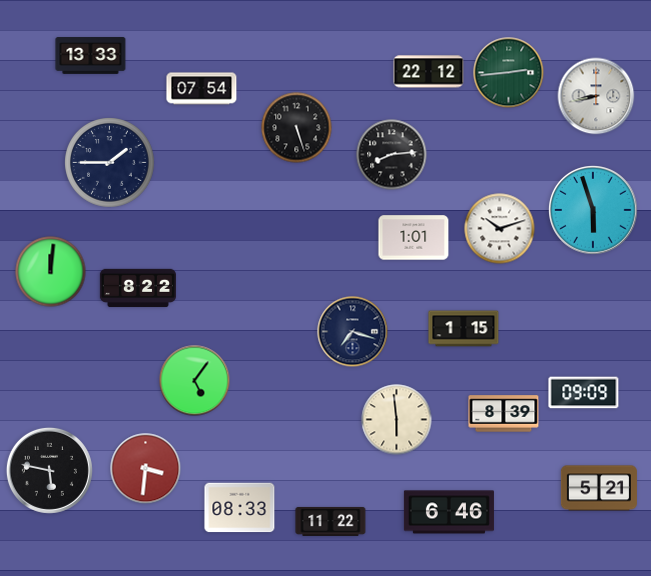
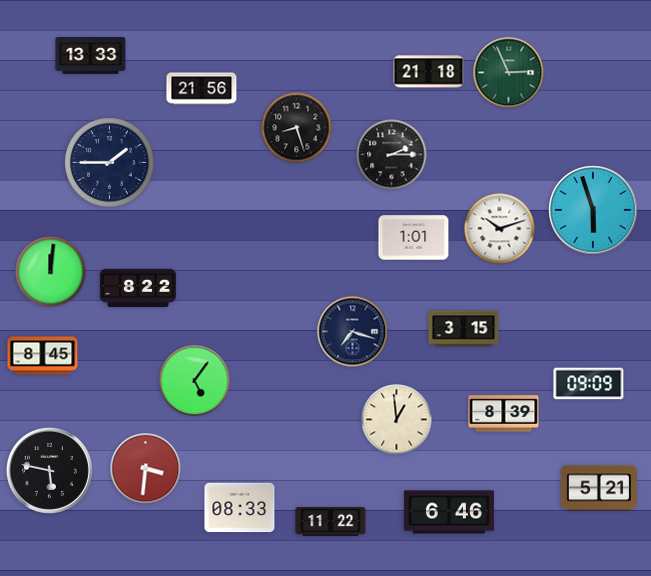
clock at (429, 72): 22:12 -> 21:18
clock at (509, 73): 2:44 -> 2:56
clock at (202, 89): 07:54 -> 21:56
clock at (596, 96): 8:43 -> none
clock at (297, 128): 5:27 -> 8:27
clock at (392, 155): 8:14 -> 2:15
clock at (464, 329): 1:15 -> 3:15
clock at (43, 356): none -> 8:45
clock at (584, 393) position: (584, 393) -> (589, 384)
clock at (397, 420): 5:59 -> 12:59
